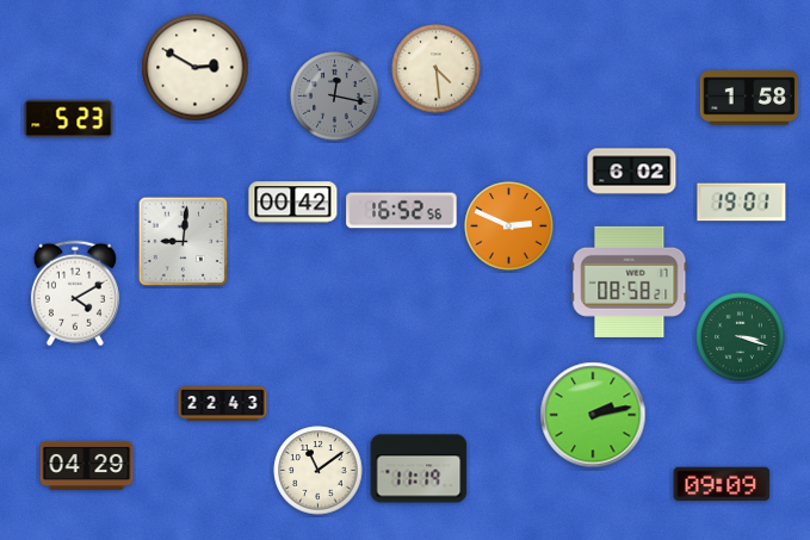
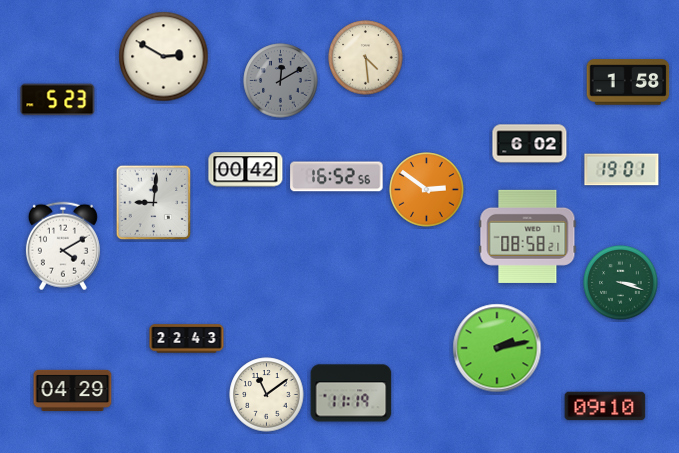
clock at (335, 97): 12:17 -> 12:10
clock at (509, 226): 2:49 -> 2:51
clock at (722, 484): 09:09 -> 09:10
